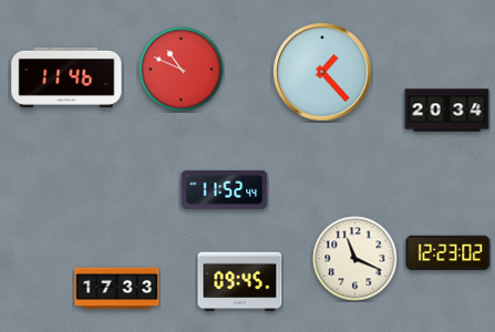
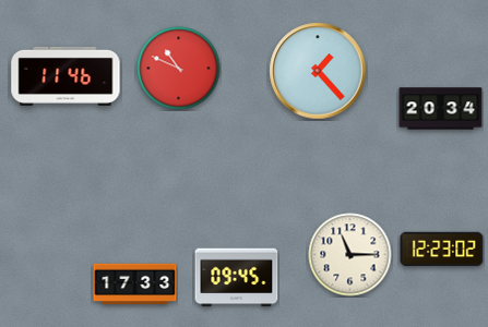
clock at (225, 189): 11:52 -> none
clock at (355, 259): 11:19 -> 11:15
clock at (117, 289) position: (117, 289) -> (135, 284)
